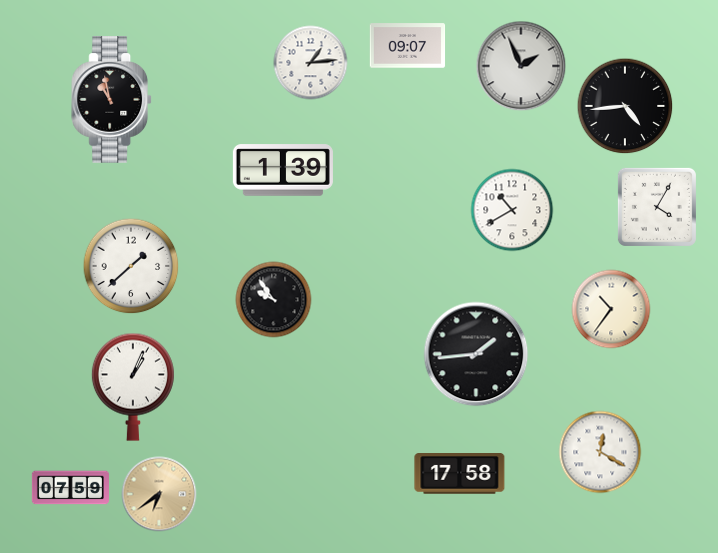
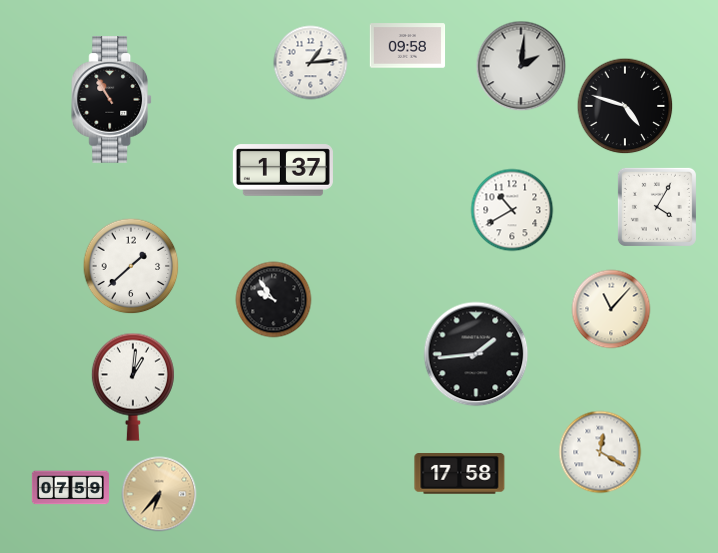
clock at (408, 46): 09:07 -> 09:58
clock at (521, 66): 1:56 -> 2:01
clock at (112, 100): 10:58 -> 10:55
clock at (625, 106): 4:44 -> 4:48
clock at (283, 170): 1:39 -> 1:37
clock at (611, 309): 10:36 -> 11:07
clock at (133, 387): 1:04 -> 1:01
clock at (159, 494): 6:39 -> 6:37
